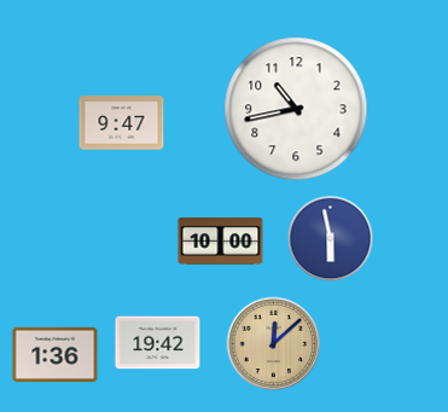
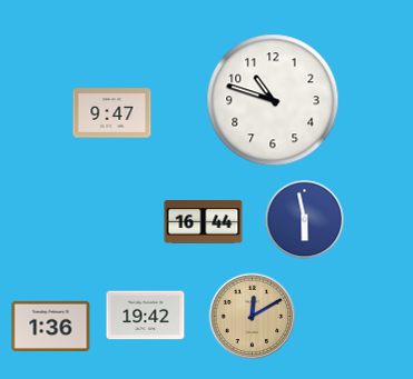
clock at (296, 109): 10:43 -> 10:48
clock at (221, 242): 10:00 -> 16:44
clock at (274, 344): 12:08 -> 12:10
